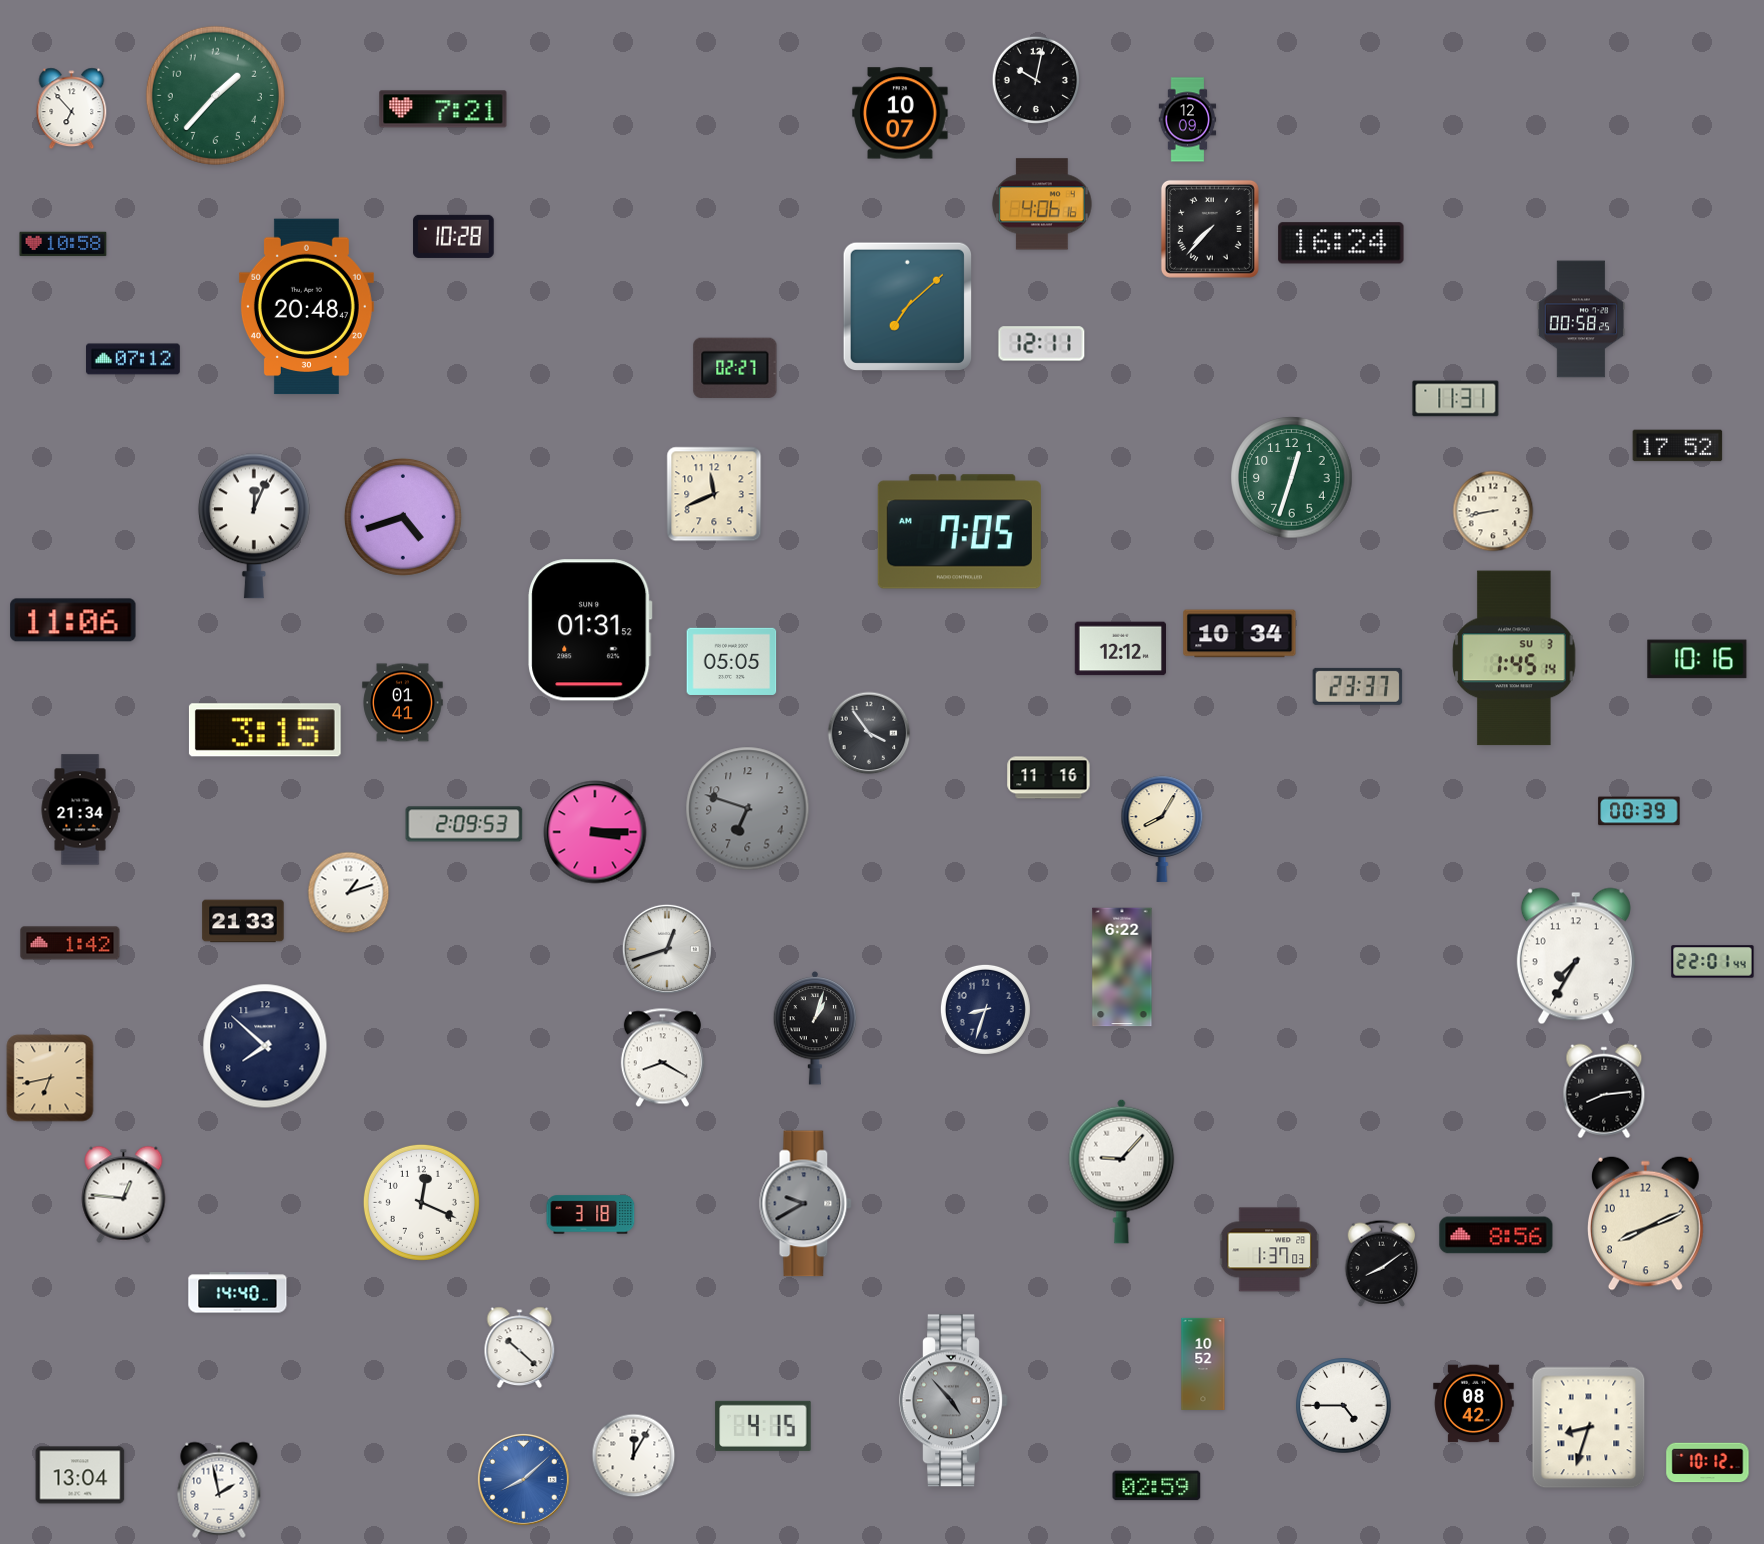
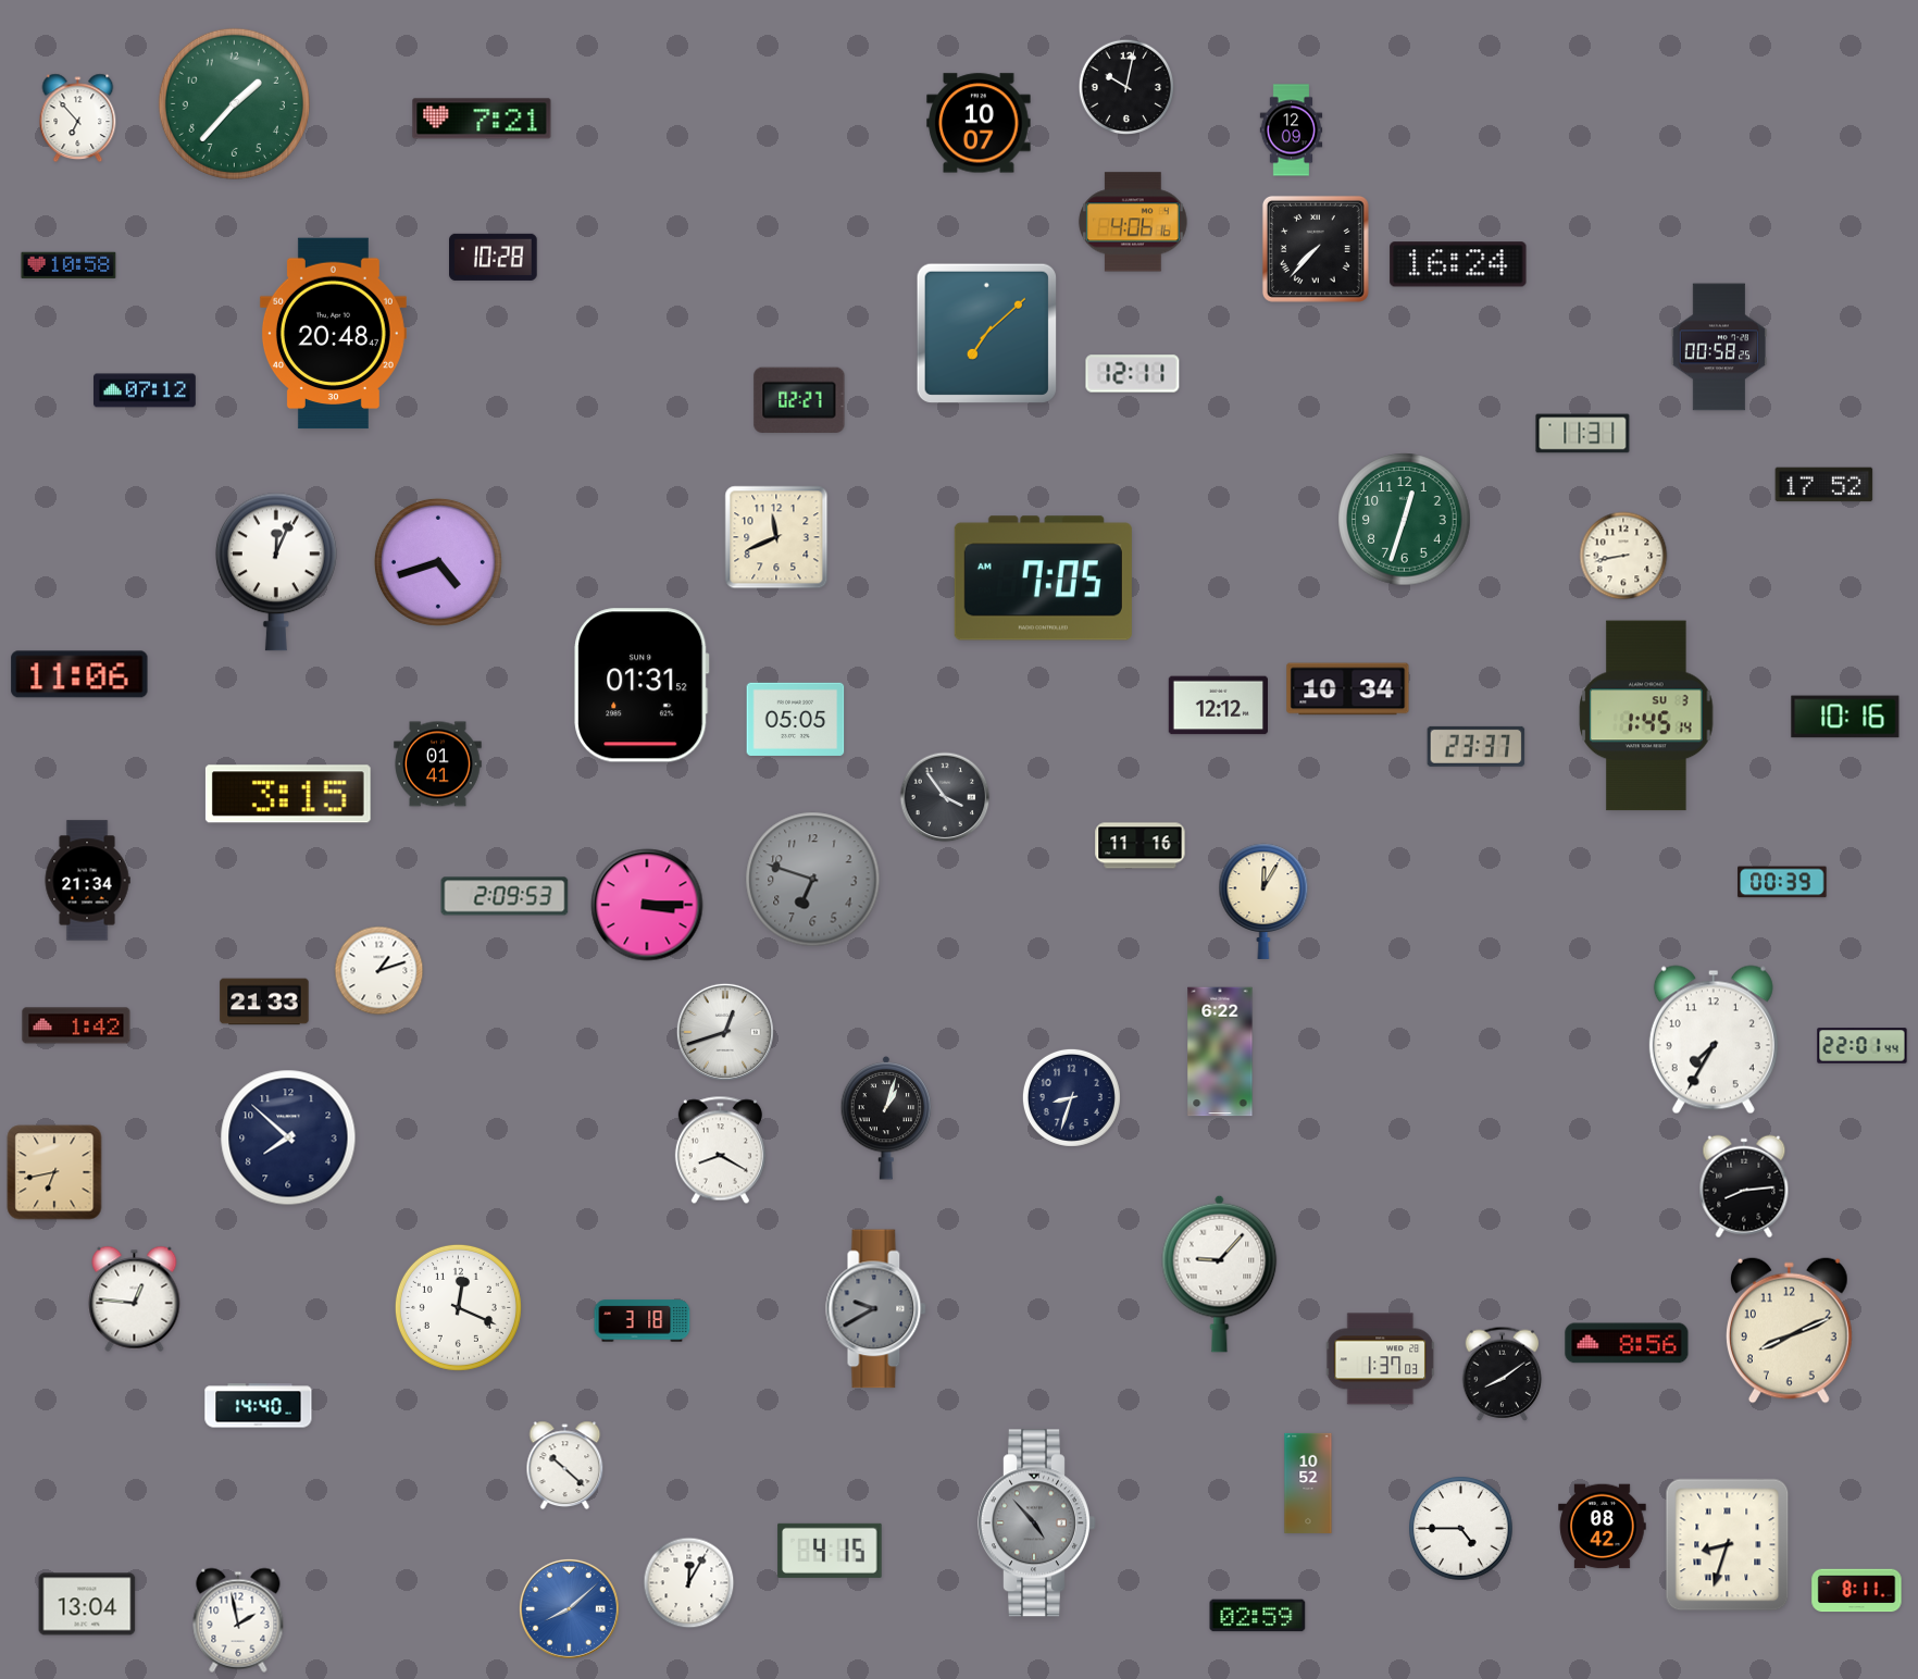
clock at (1162, 829): 8:05 -> 12:05
clock at (1589, 1428) position: (1589, 1428) -> (1728, 1545)
clock at (1708, 1463): 10:12 -> 8:11
